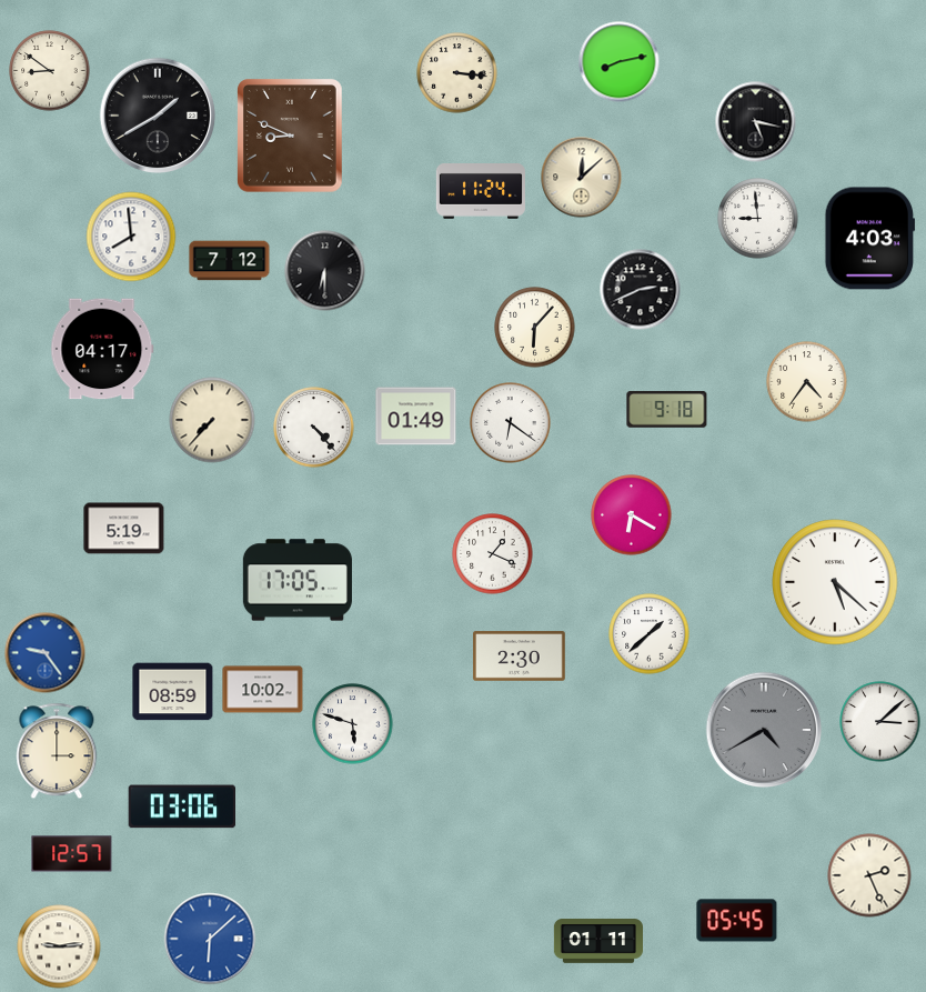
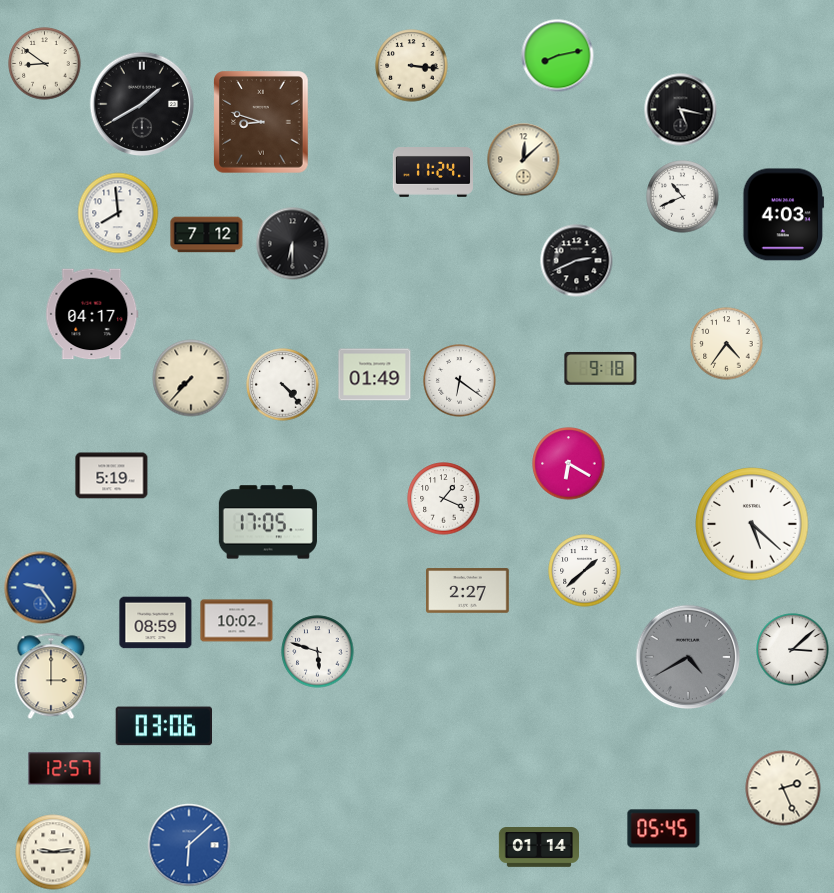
clock at (291, 137): 8:49 -> 8:48
clock at (758, 219): 8:59 -> 10:41
clock at (535, 328): 6:07 -> none
clock at (520, 657): 2:30 -> 2:27
clock at (597, 942): 01:11 -> 01:14
